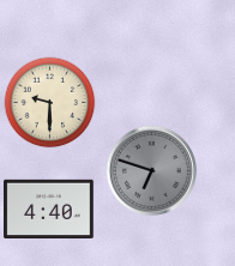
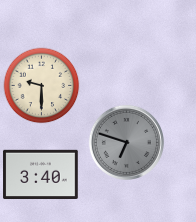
clock at (49, 210): 4:40 -> 3:40
